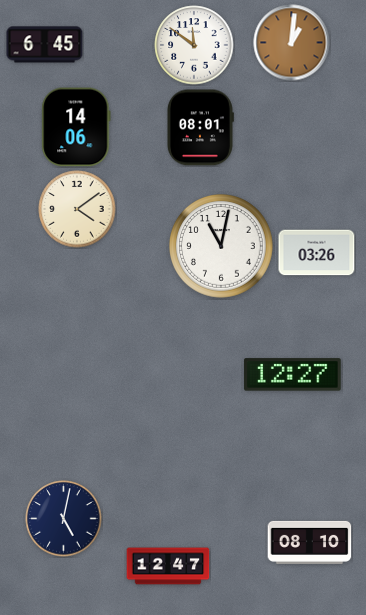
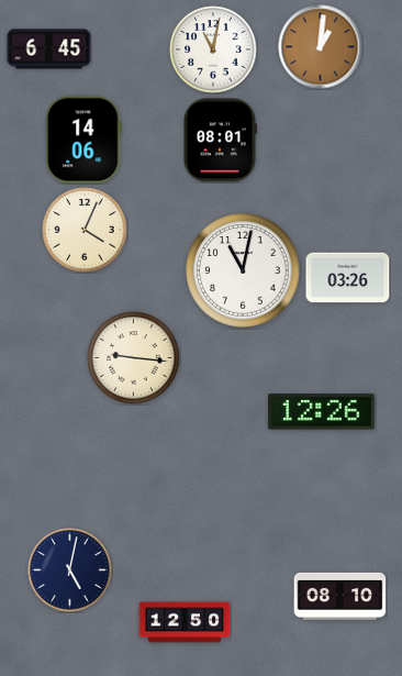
clock at (194, 45): 11:51 -> 11:02
clock at (77, 209): 4:09 -> 4:04
clock at (134, 358): none -> 9:16
clock at (293, 375): 12:27 -> 12:26
clock at (168, 566): 12:47 -> 12:50
